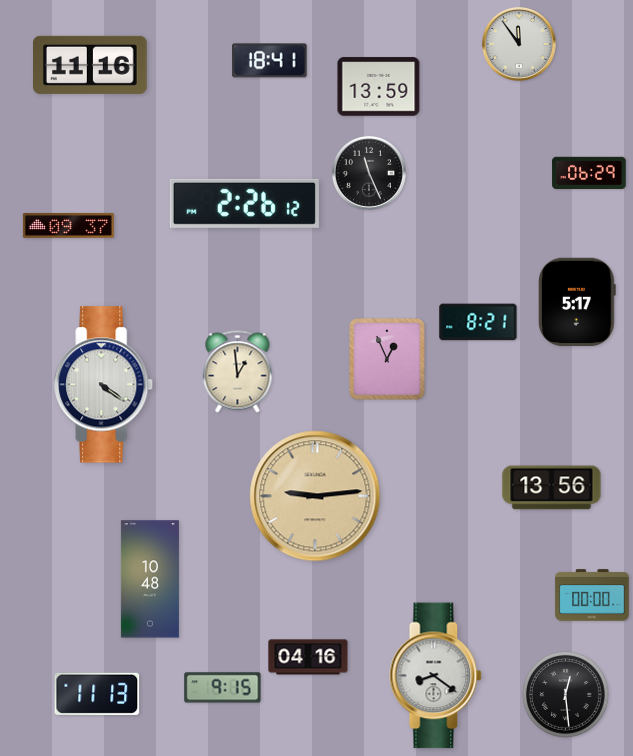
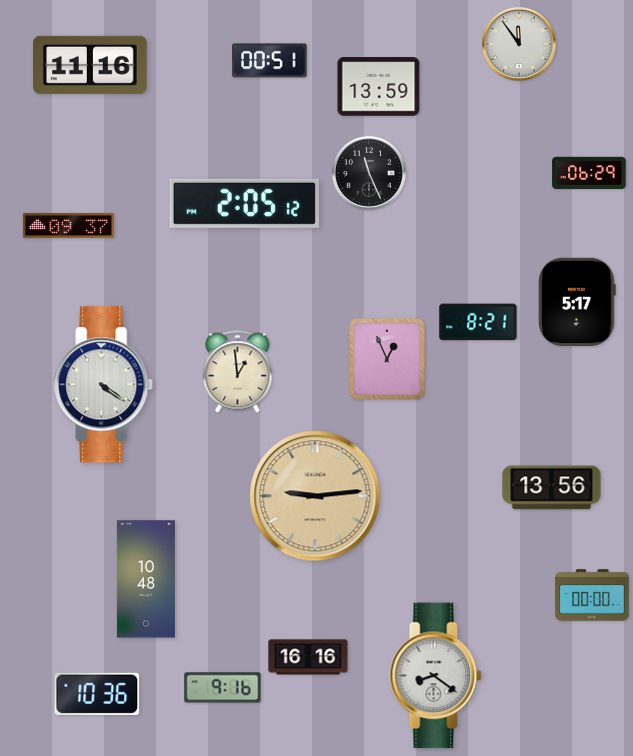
clock at (270, 61): 18:41 -> 00:51
clock at (244, 203): 2:26 -> 2:05
clock at (150, 579) position: (150, 579) -> (146, 579)
clock at (308, 657): 04:16 -> 16:16
clock at (223, 688): 9:15 -> 9:16
clock at (97, 694): 11:13 -> 10:36
clock at (566, 695): 12:29 -> none
